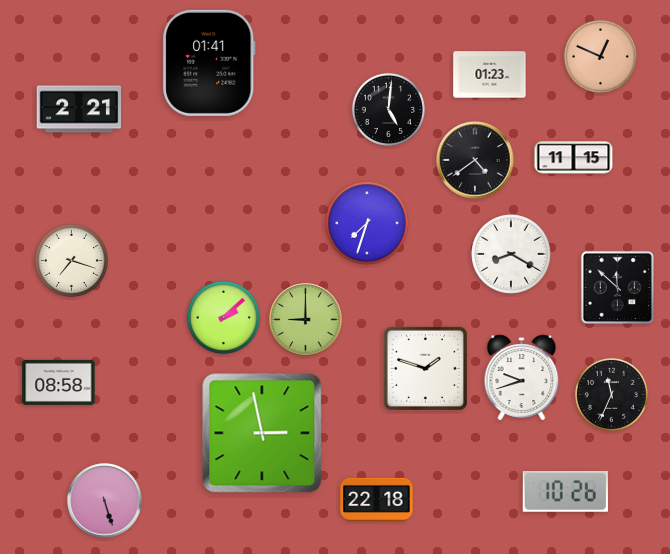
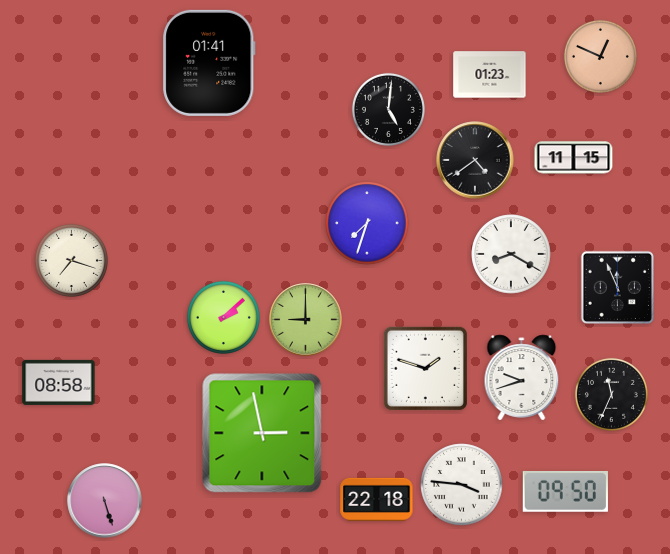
clock at (79, 109): 2:21 -> none
clock at (617, 287): 11:52 -> 11:56
clock at (462, 485): none -> 3:46
clock at (565, 492): 10:26 -> 09:50
